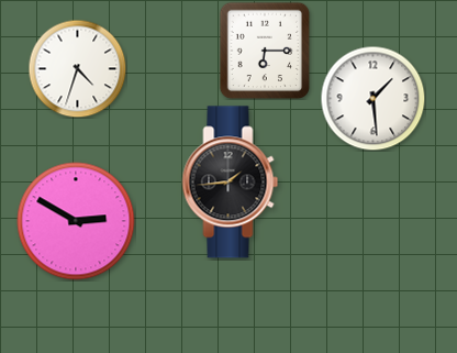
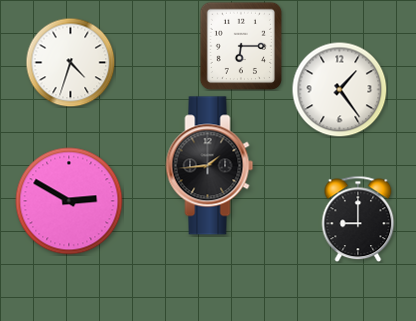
clock at (372, 98): 1:29 -> 1:24
clock at (358, 219): none -> 9:00
